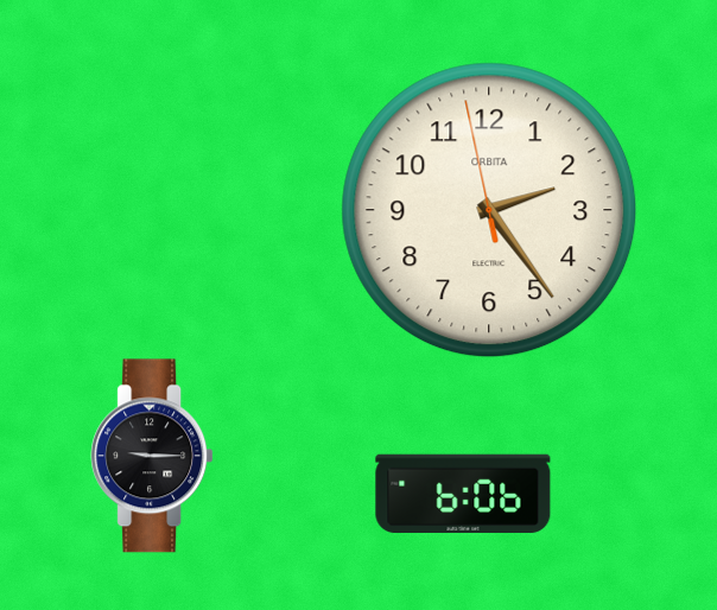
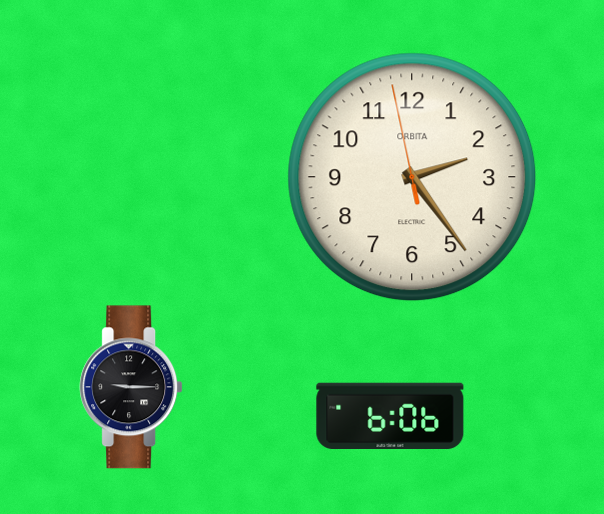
clock at (152, 456) position: (152, 456) -> (131, 387)
